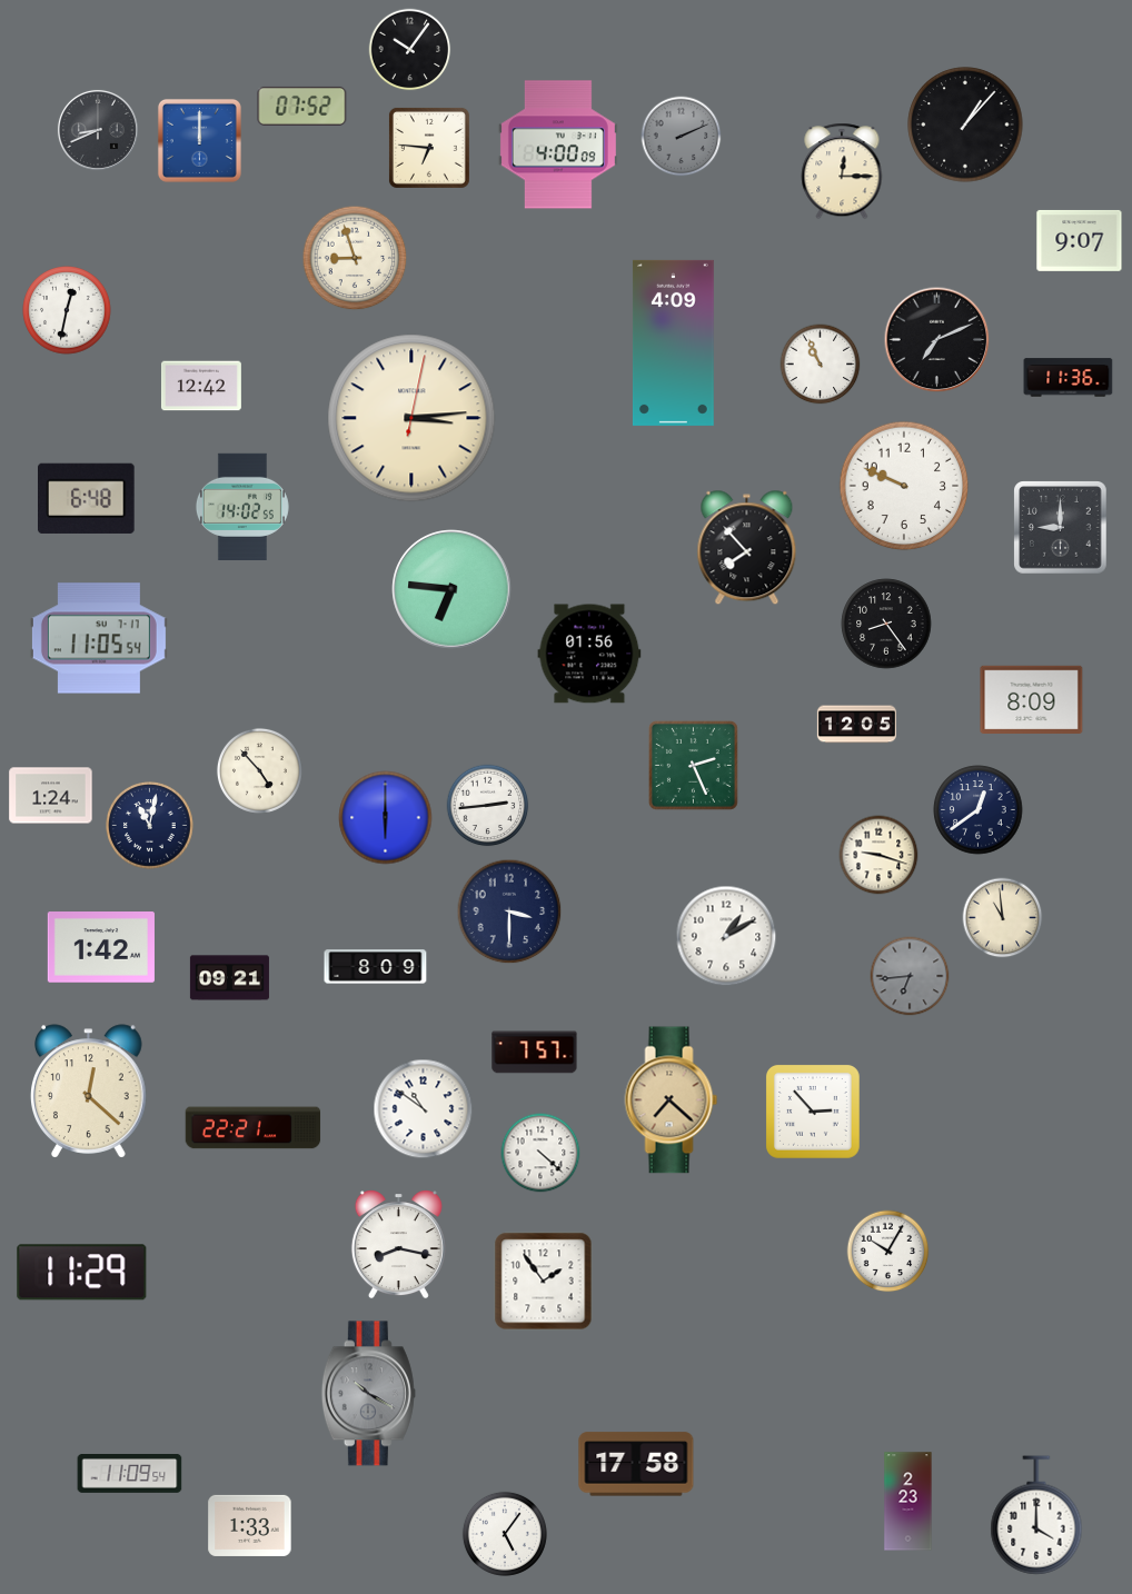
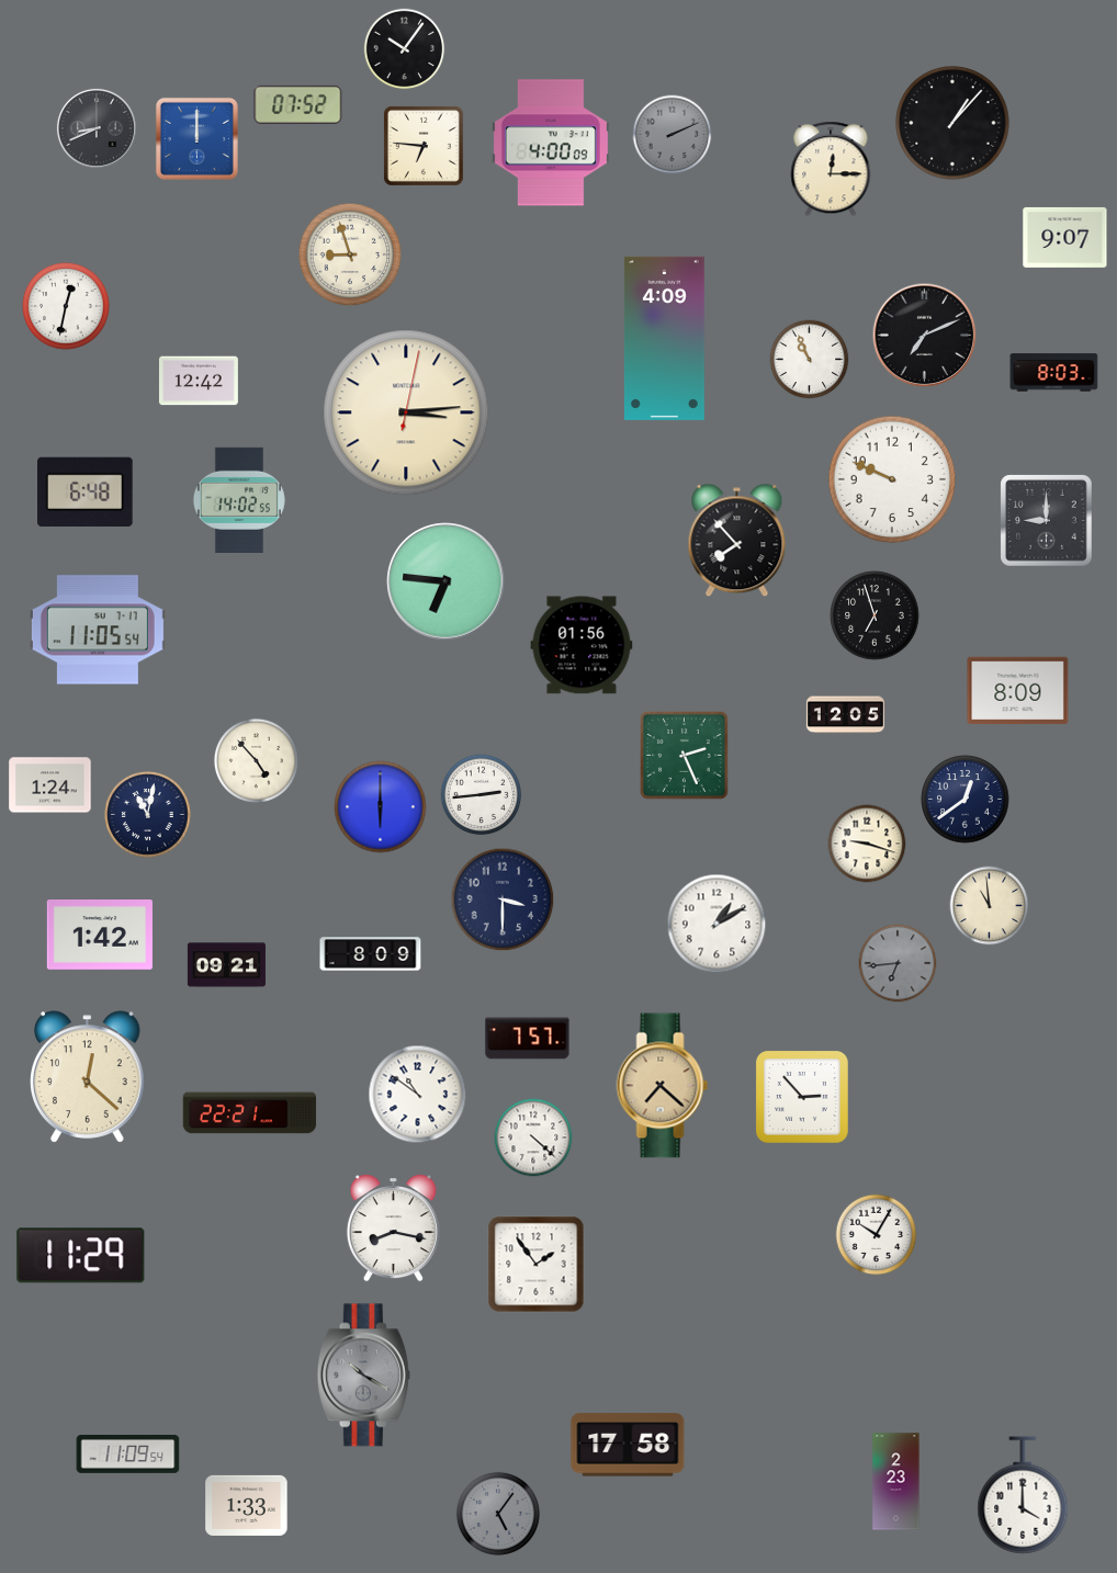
clock at (1069, 378): 11:36 -> 8:03
clock at (886, 624): 8:24 -> 6:57
clock at (505, 1534) dial: white -> grey
